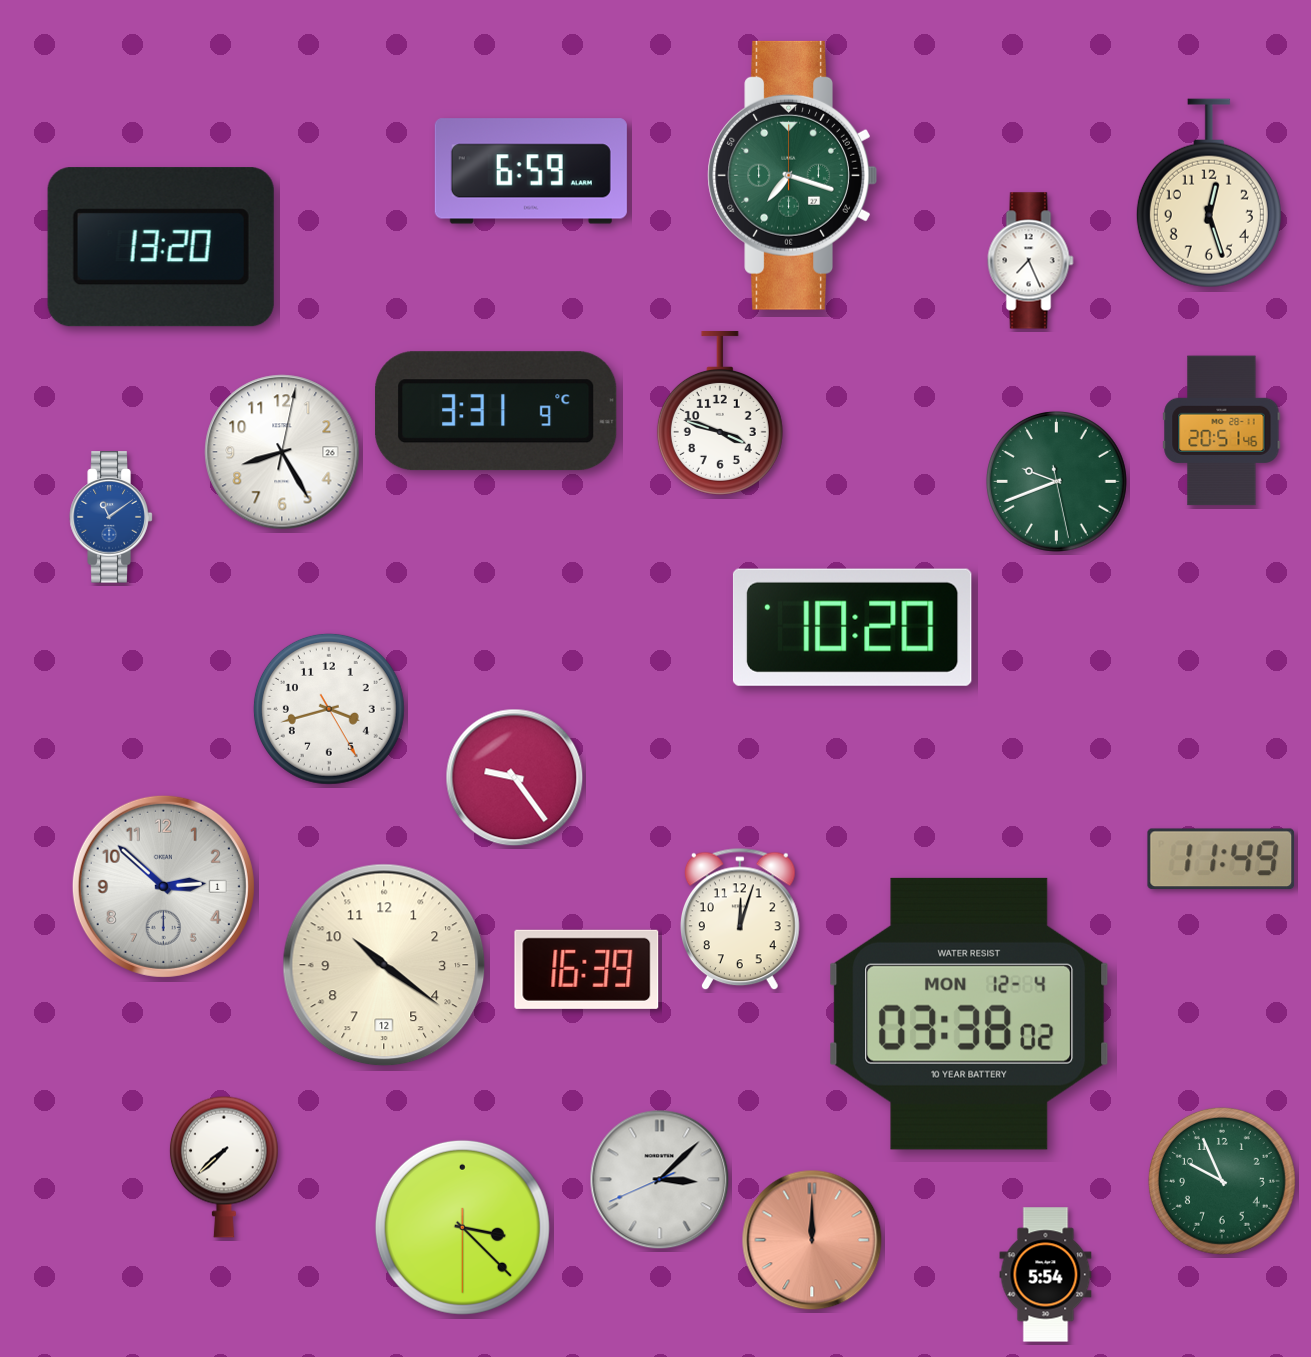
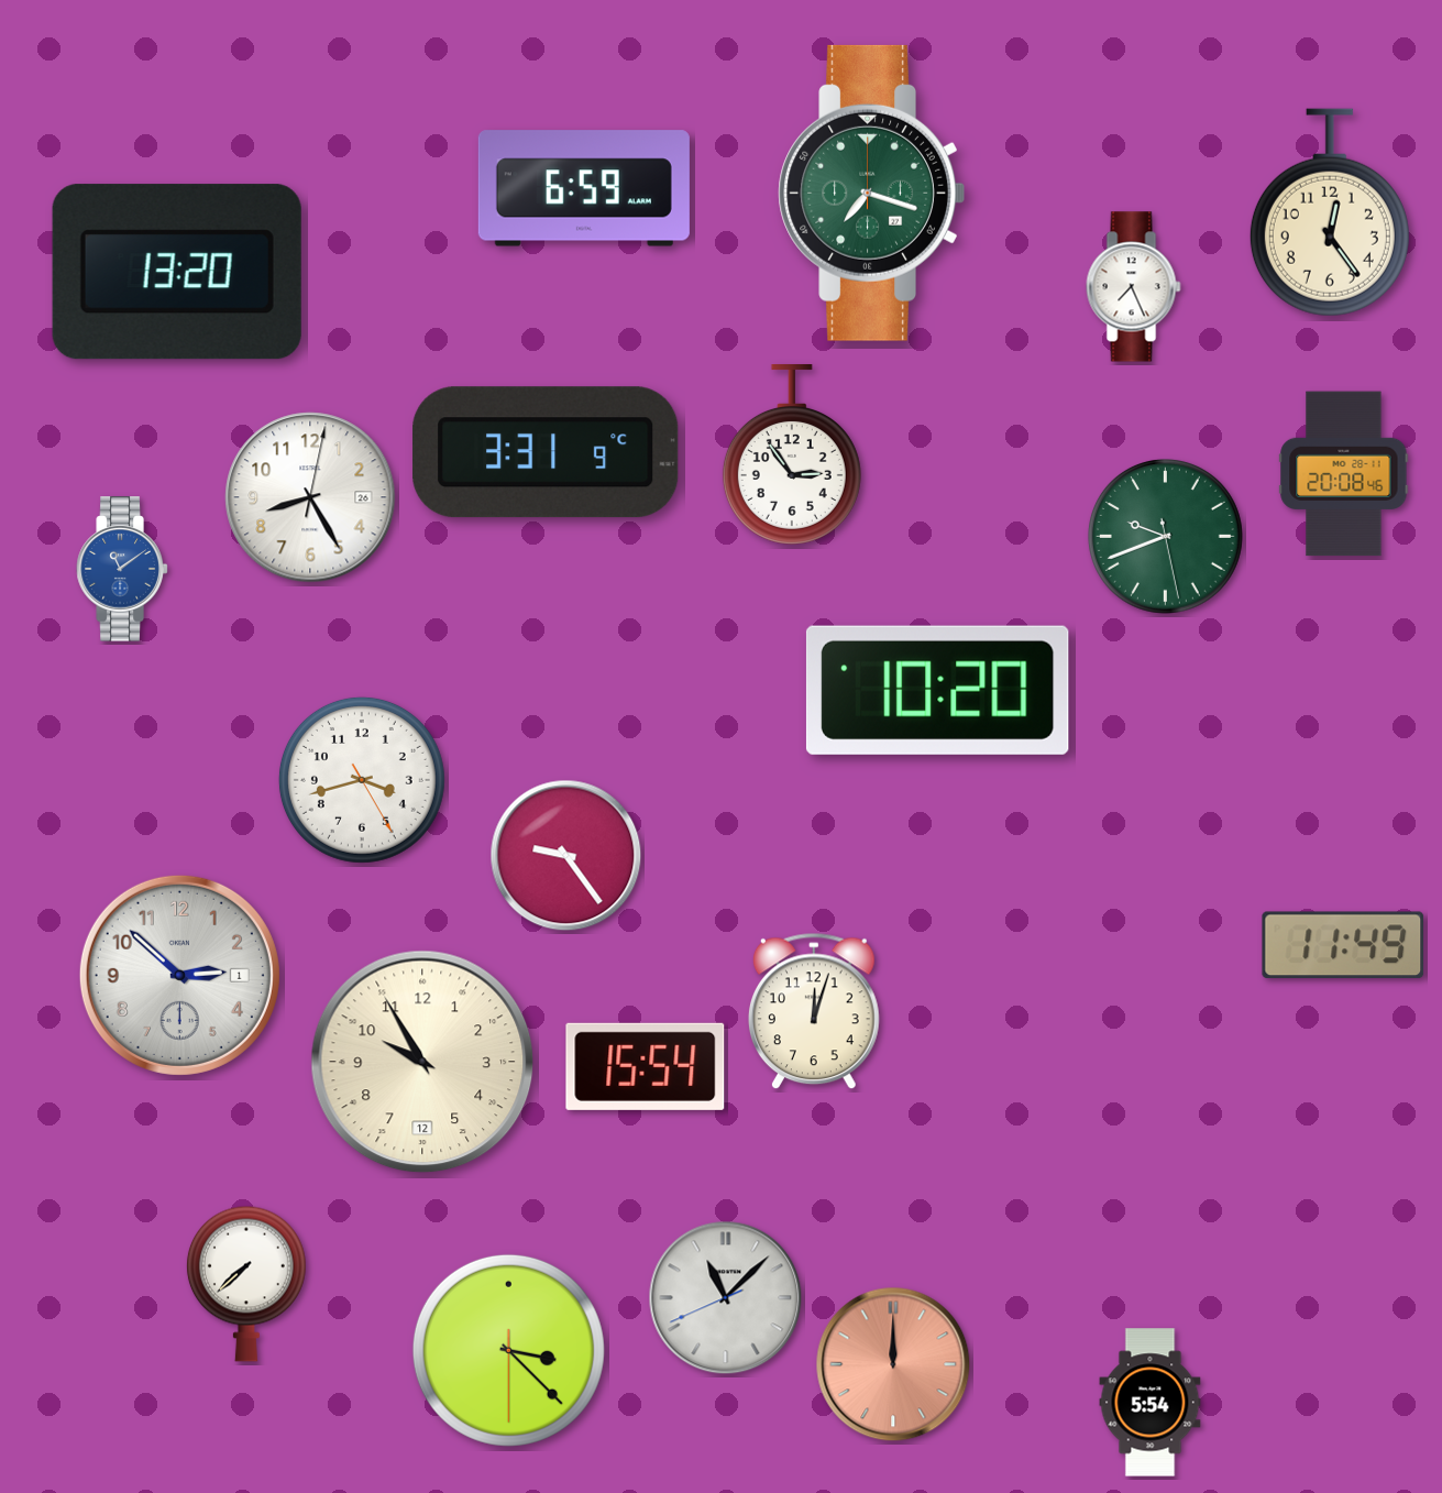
clock at (1209, 193): 12:27 -> 12:24
clock at (720, 414): 3:48 -> 2:54
clock at (1222, 431): 20:51 -> 20:08
clock at (1056, 481) position: (1056, 481) -> (1165, 536)
clock at (384, 965): 10:21 -> 9:55
clock at (587, 969): 16:39 -> 15:54
clock at (969, 1014): 03:38 -> none
clock at (660, 1180): 3:07 -> 11:07
clock at (1222, 1181): 9:56 -> none
